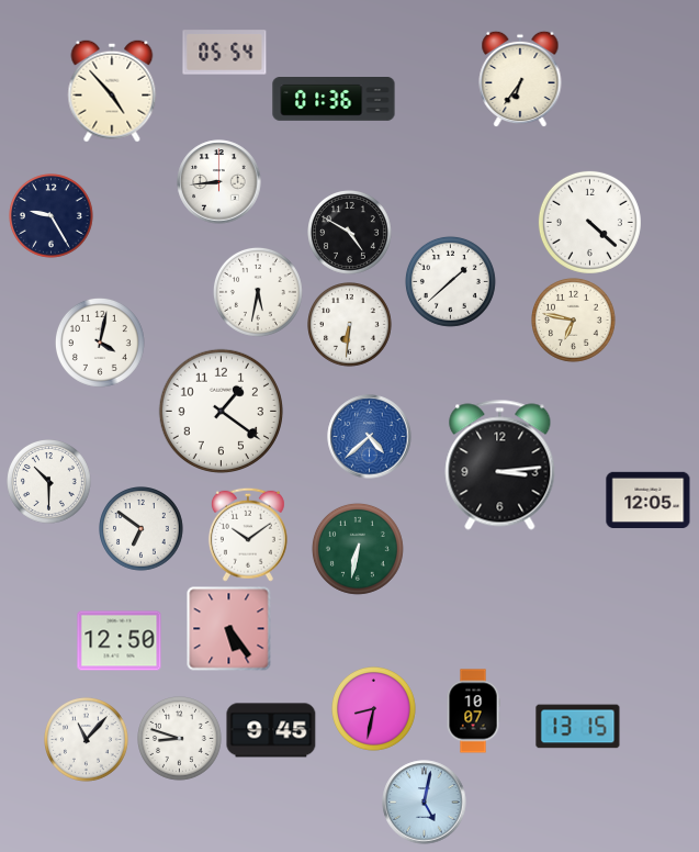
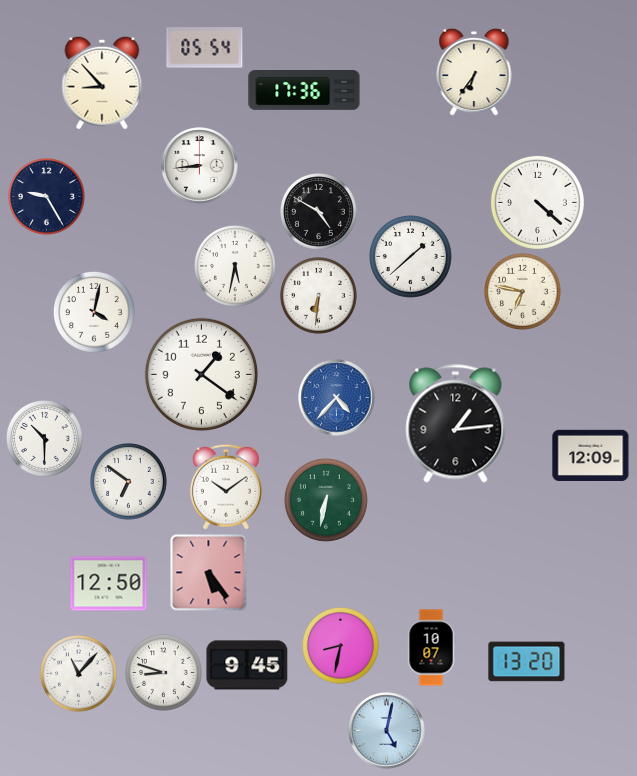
clock at (112, 91): 4:53 -> 8:53
clock at (334, 100): 01:36 -> 17:36
clock at (100, 343) position: (100, 343) -> (94, 312)
clock at (370, 437): 4:38 -> 4:37
clock at (500, 466): 3:14 -> 1:14
clock at (649, 500): 12:05 -> 12:09
clock at (578, 727): 13:15 -> 13:20
